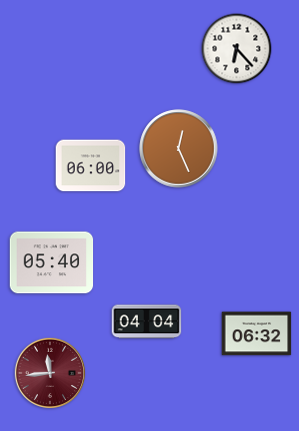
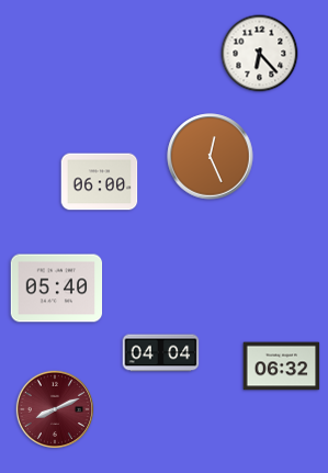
clock at (179, 149) position: (179, 149) -> (211, 157)
clock at (50, 373): 11:44 -> 8:11
